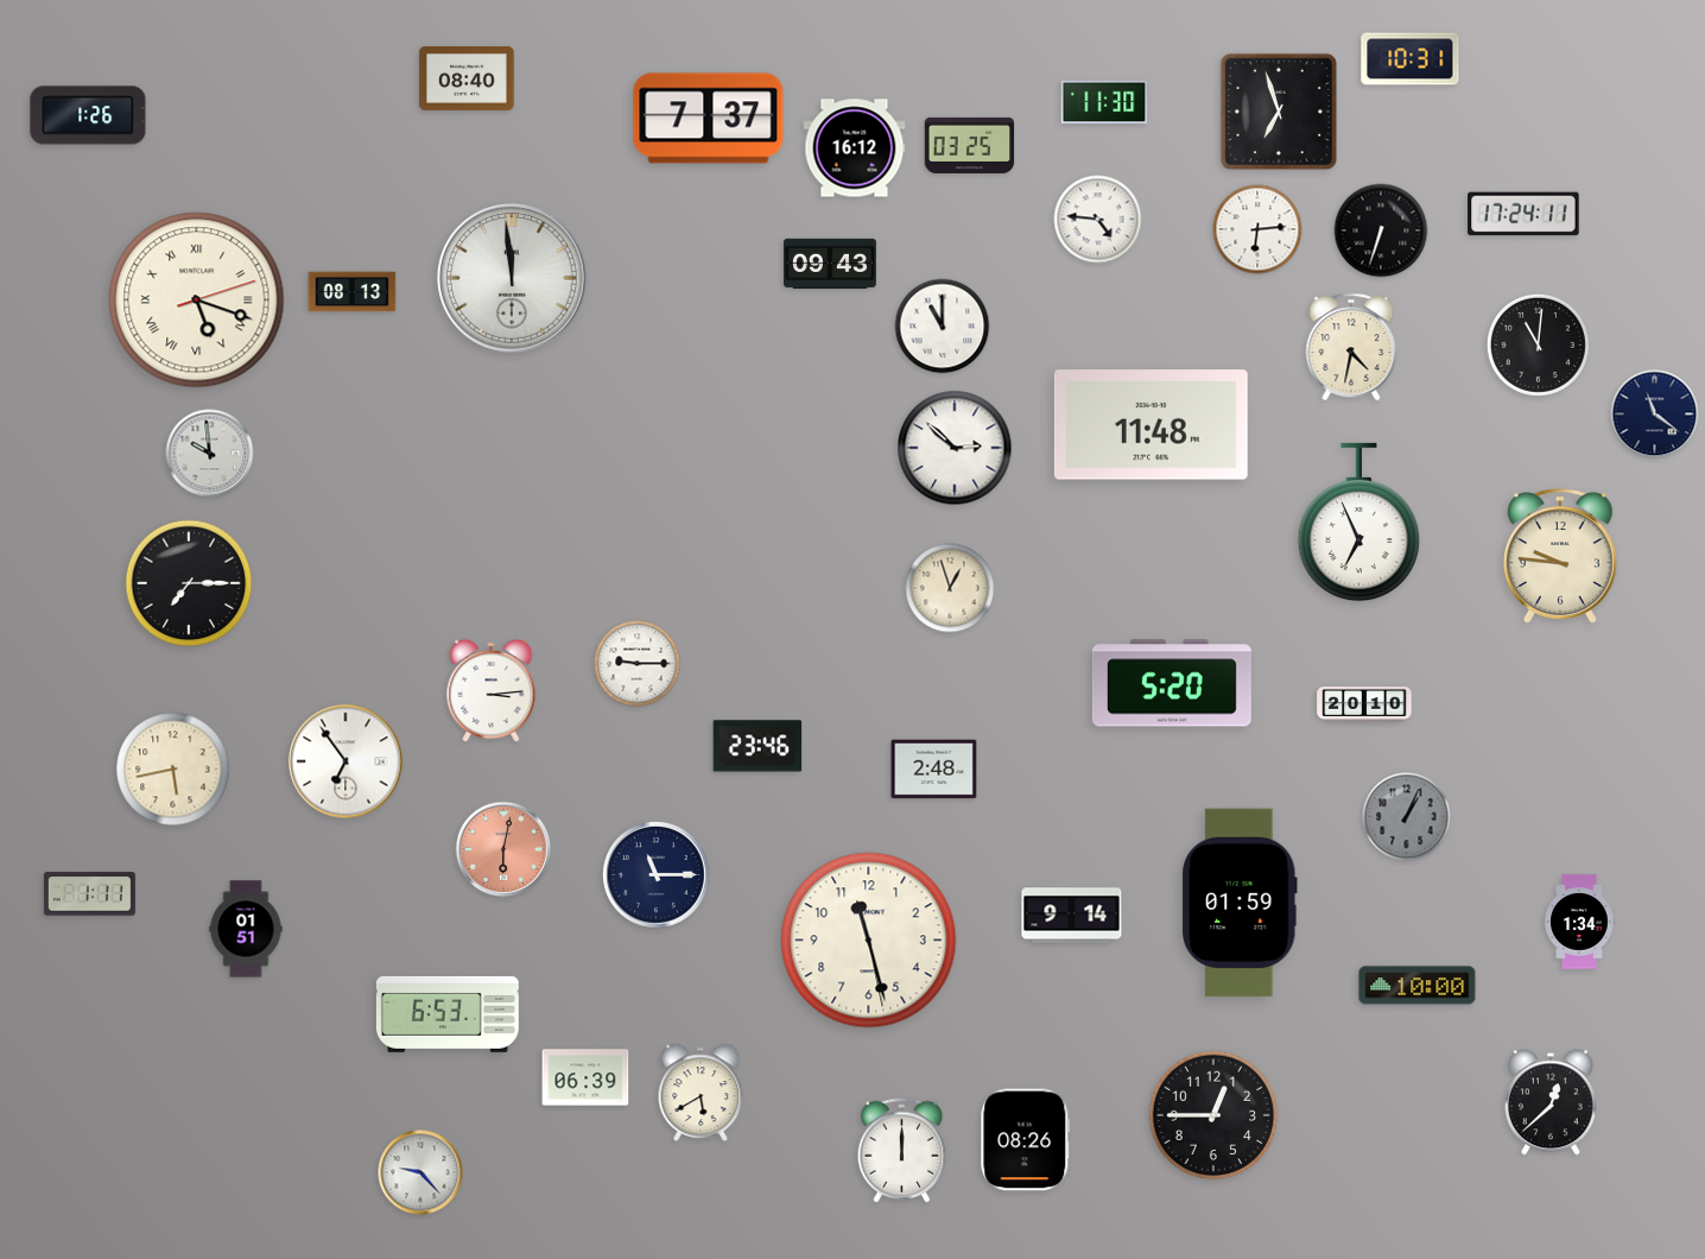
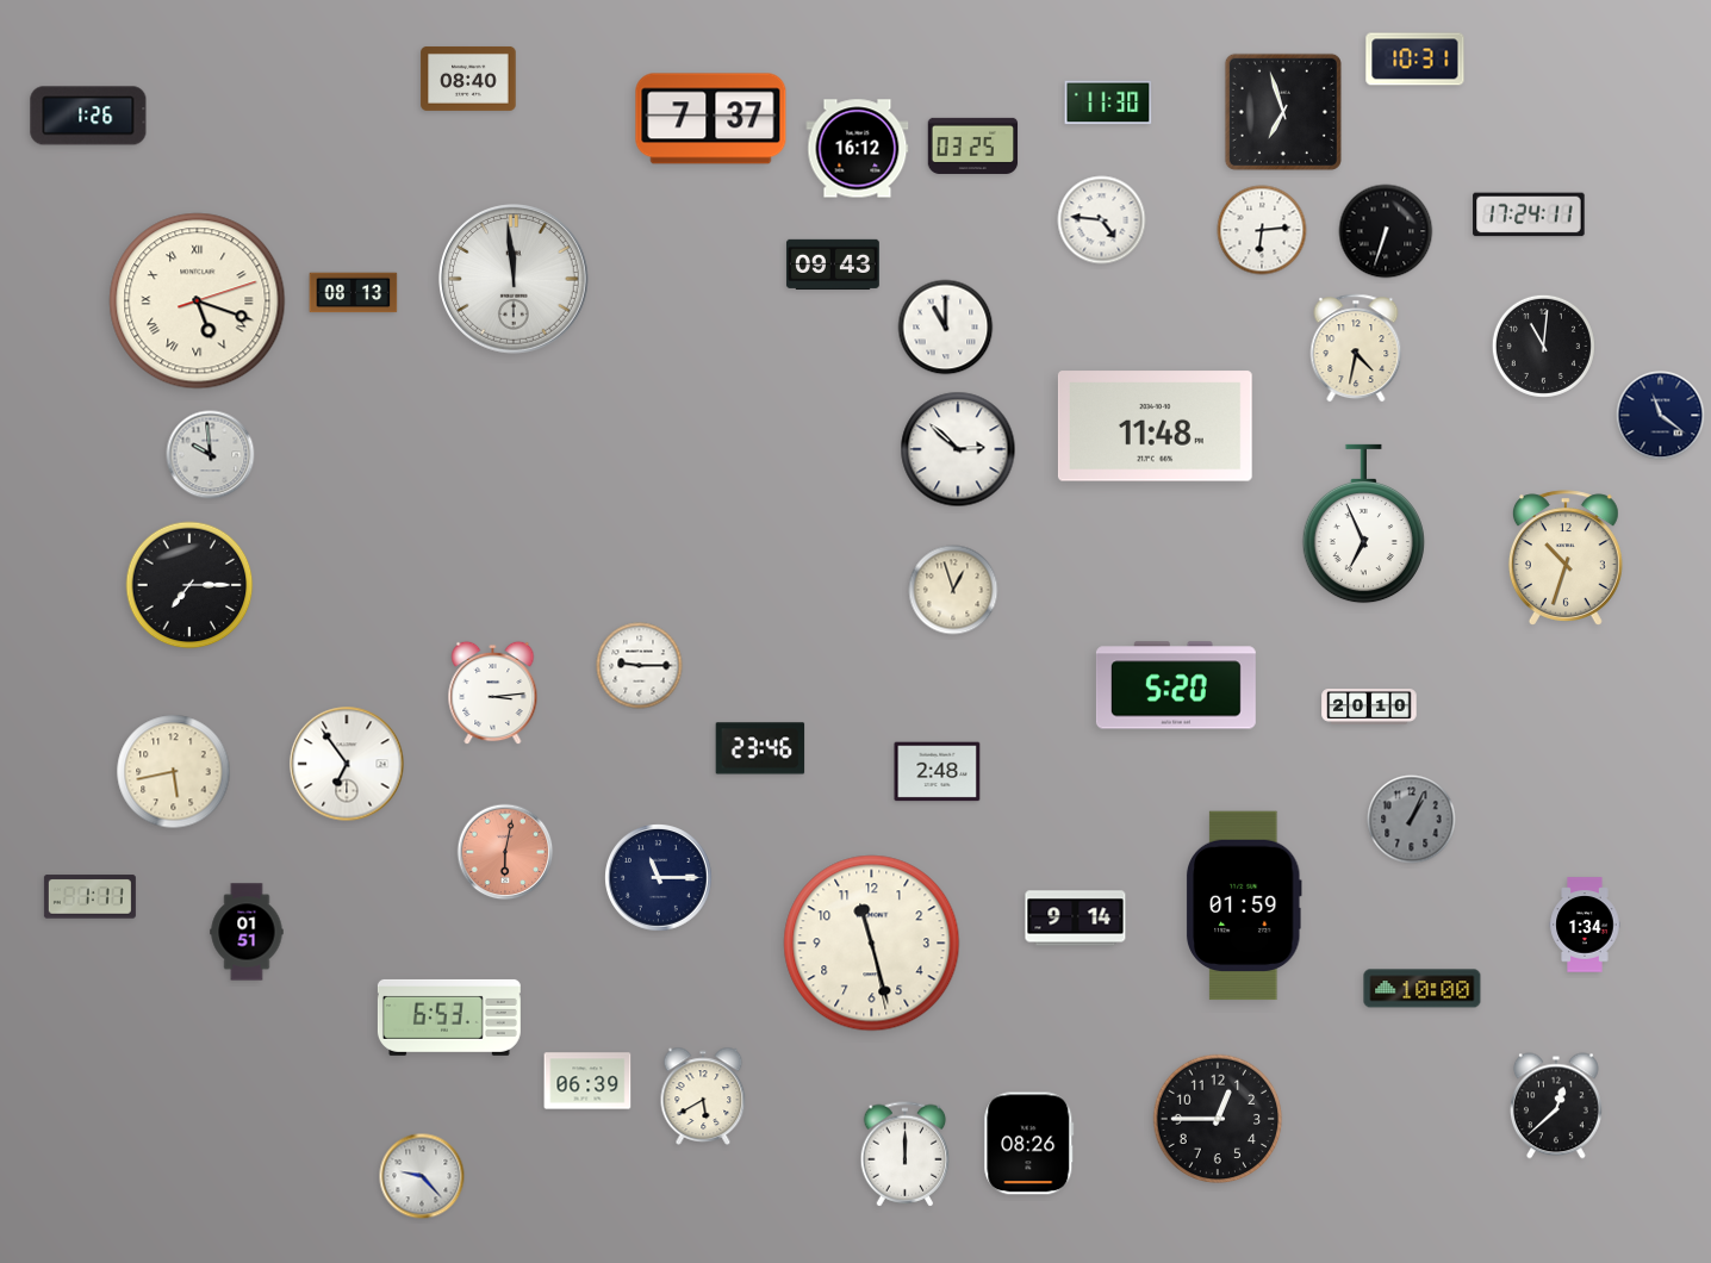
clock at (1560, 556): 9:46 -> 10:33
